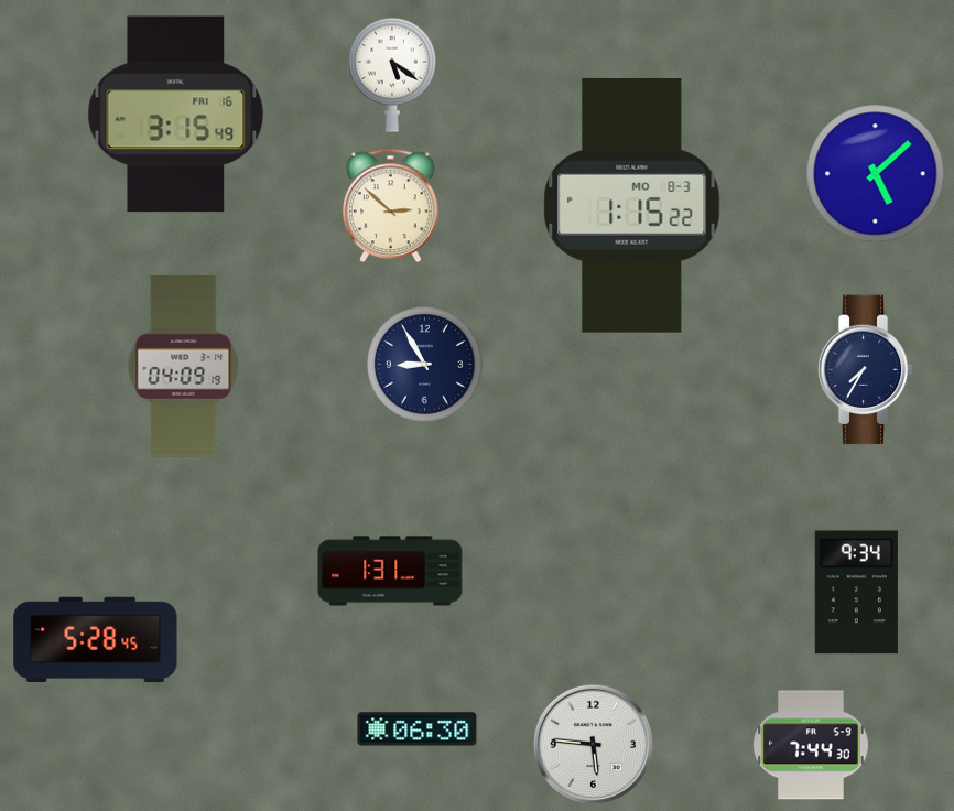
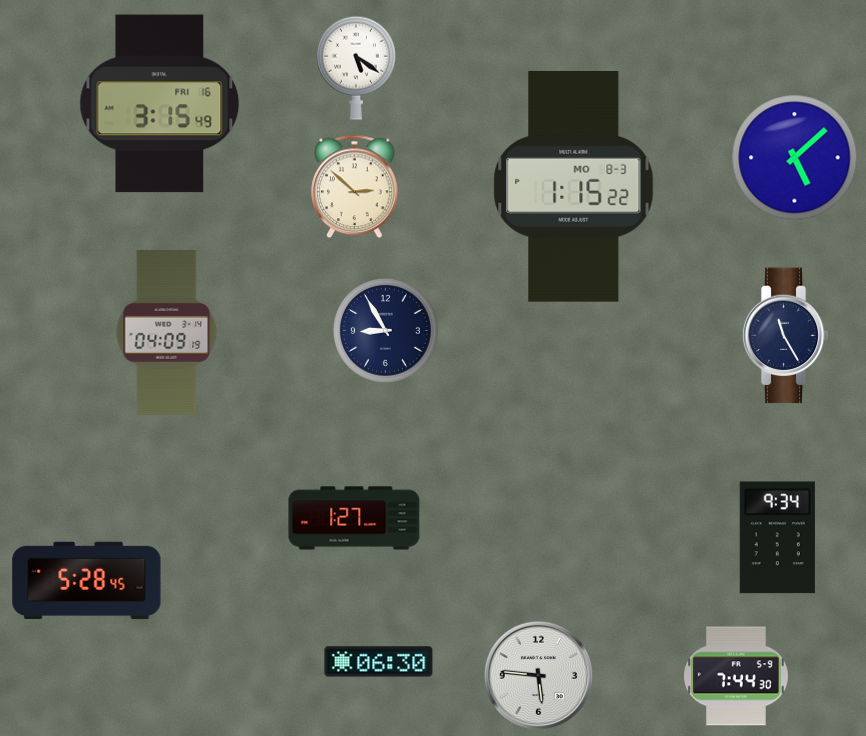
clock at (865, 370): 7:35 -> 11:25
clock at (390, 571): 1:31 -> 1:27
